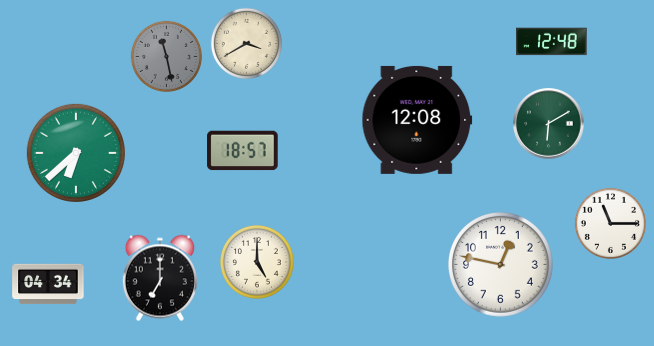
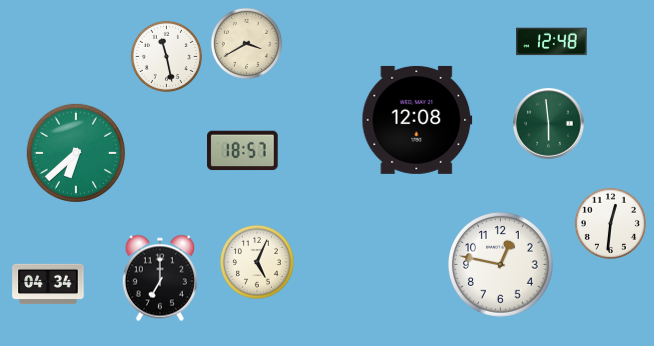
clock at (166, 56) dial: grey -> white
clock at (549, 124): 6:10 -> 5:59
clock at (610, 223): 11:15 -> 12:31
clock at (257, 262): 5:00 -> 5:04
